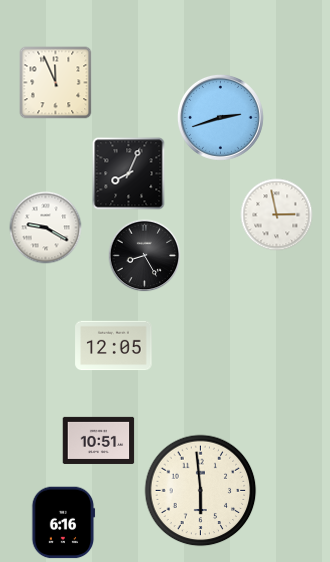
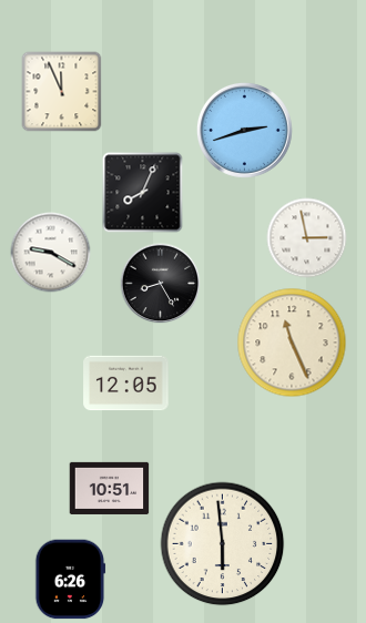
clock at (292, 343): none -> 11:26
clock at (64, 523): 6:16 -> 6:26
